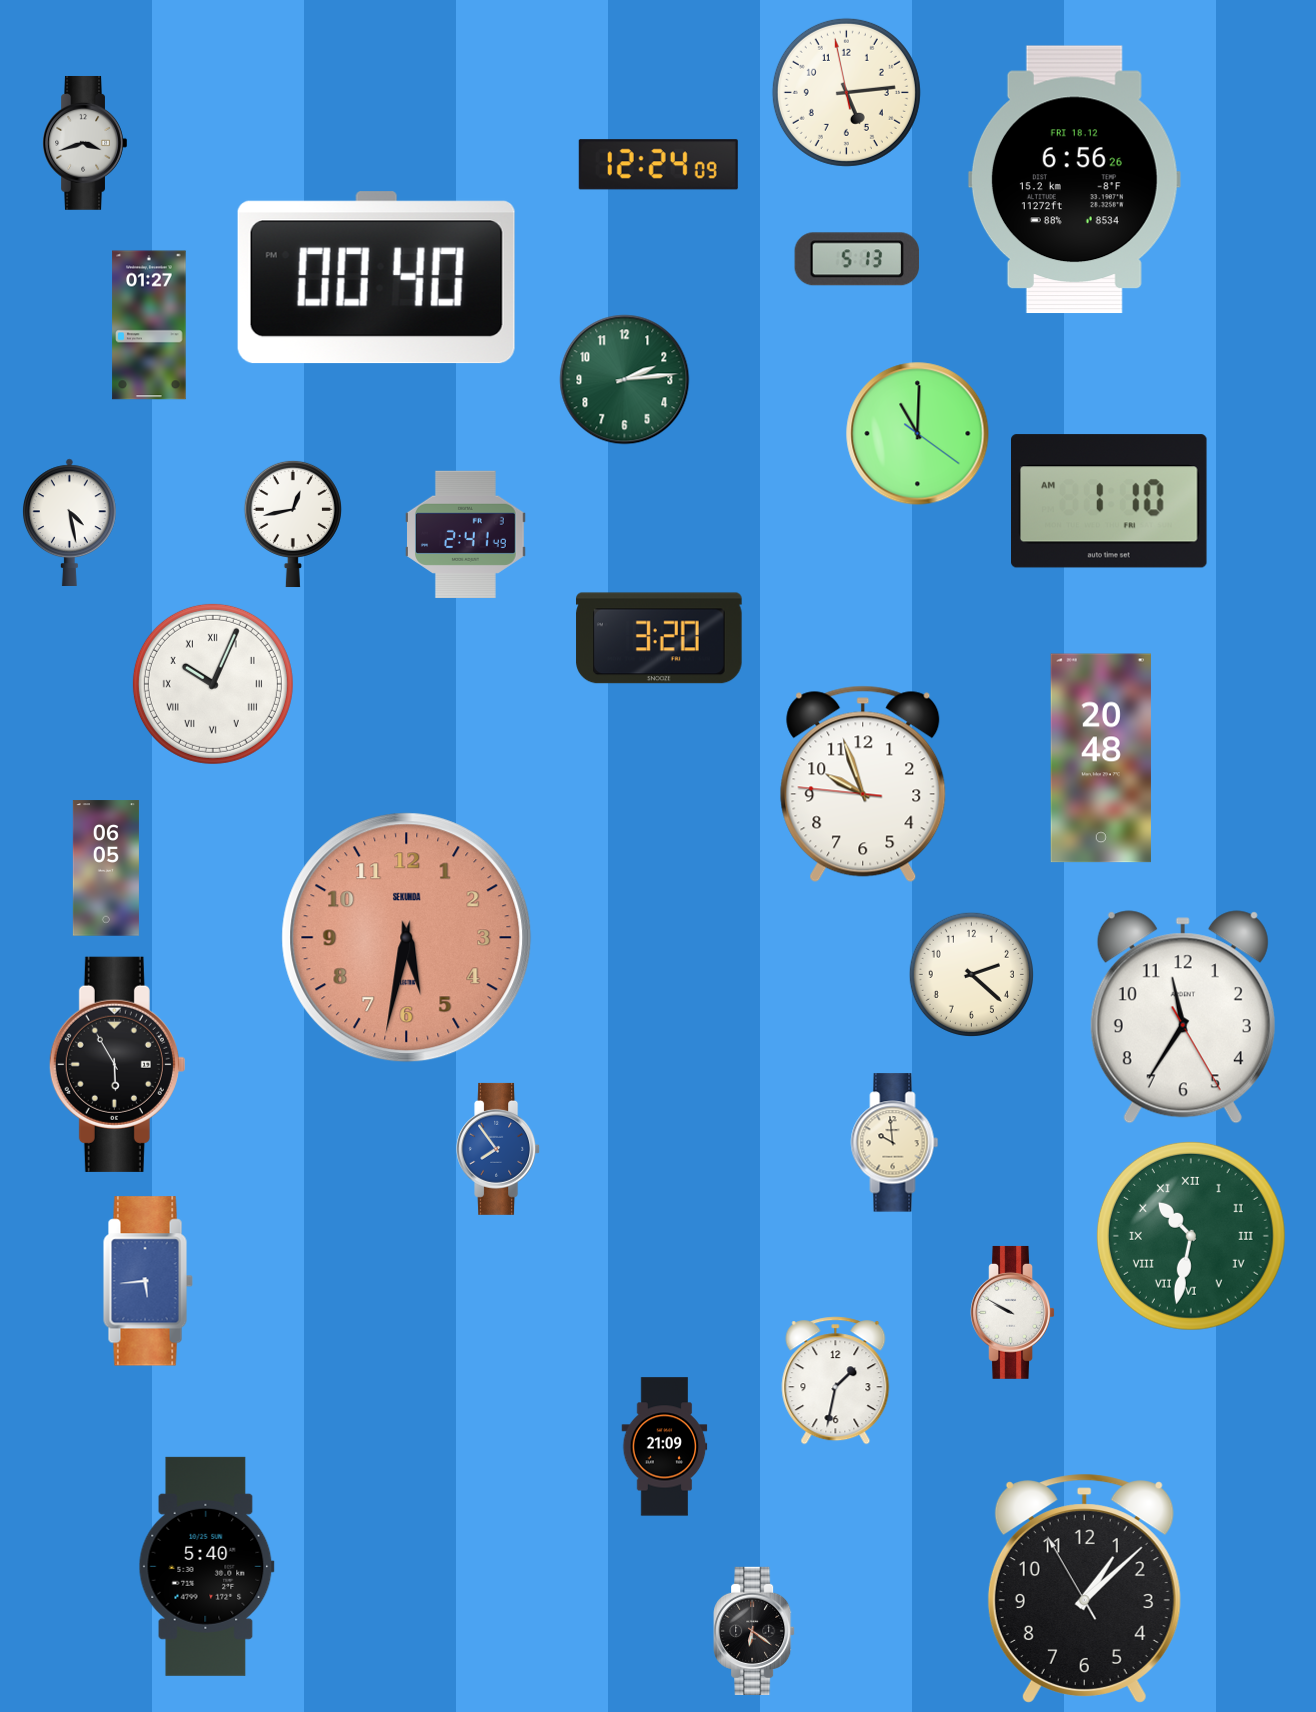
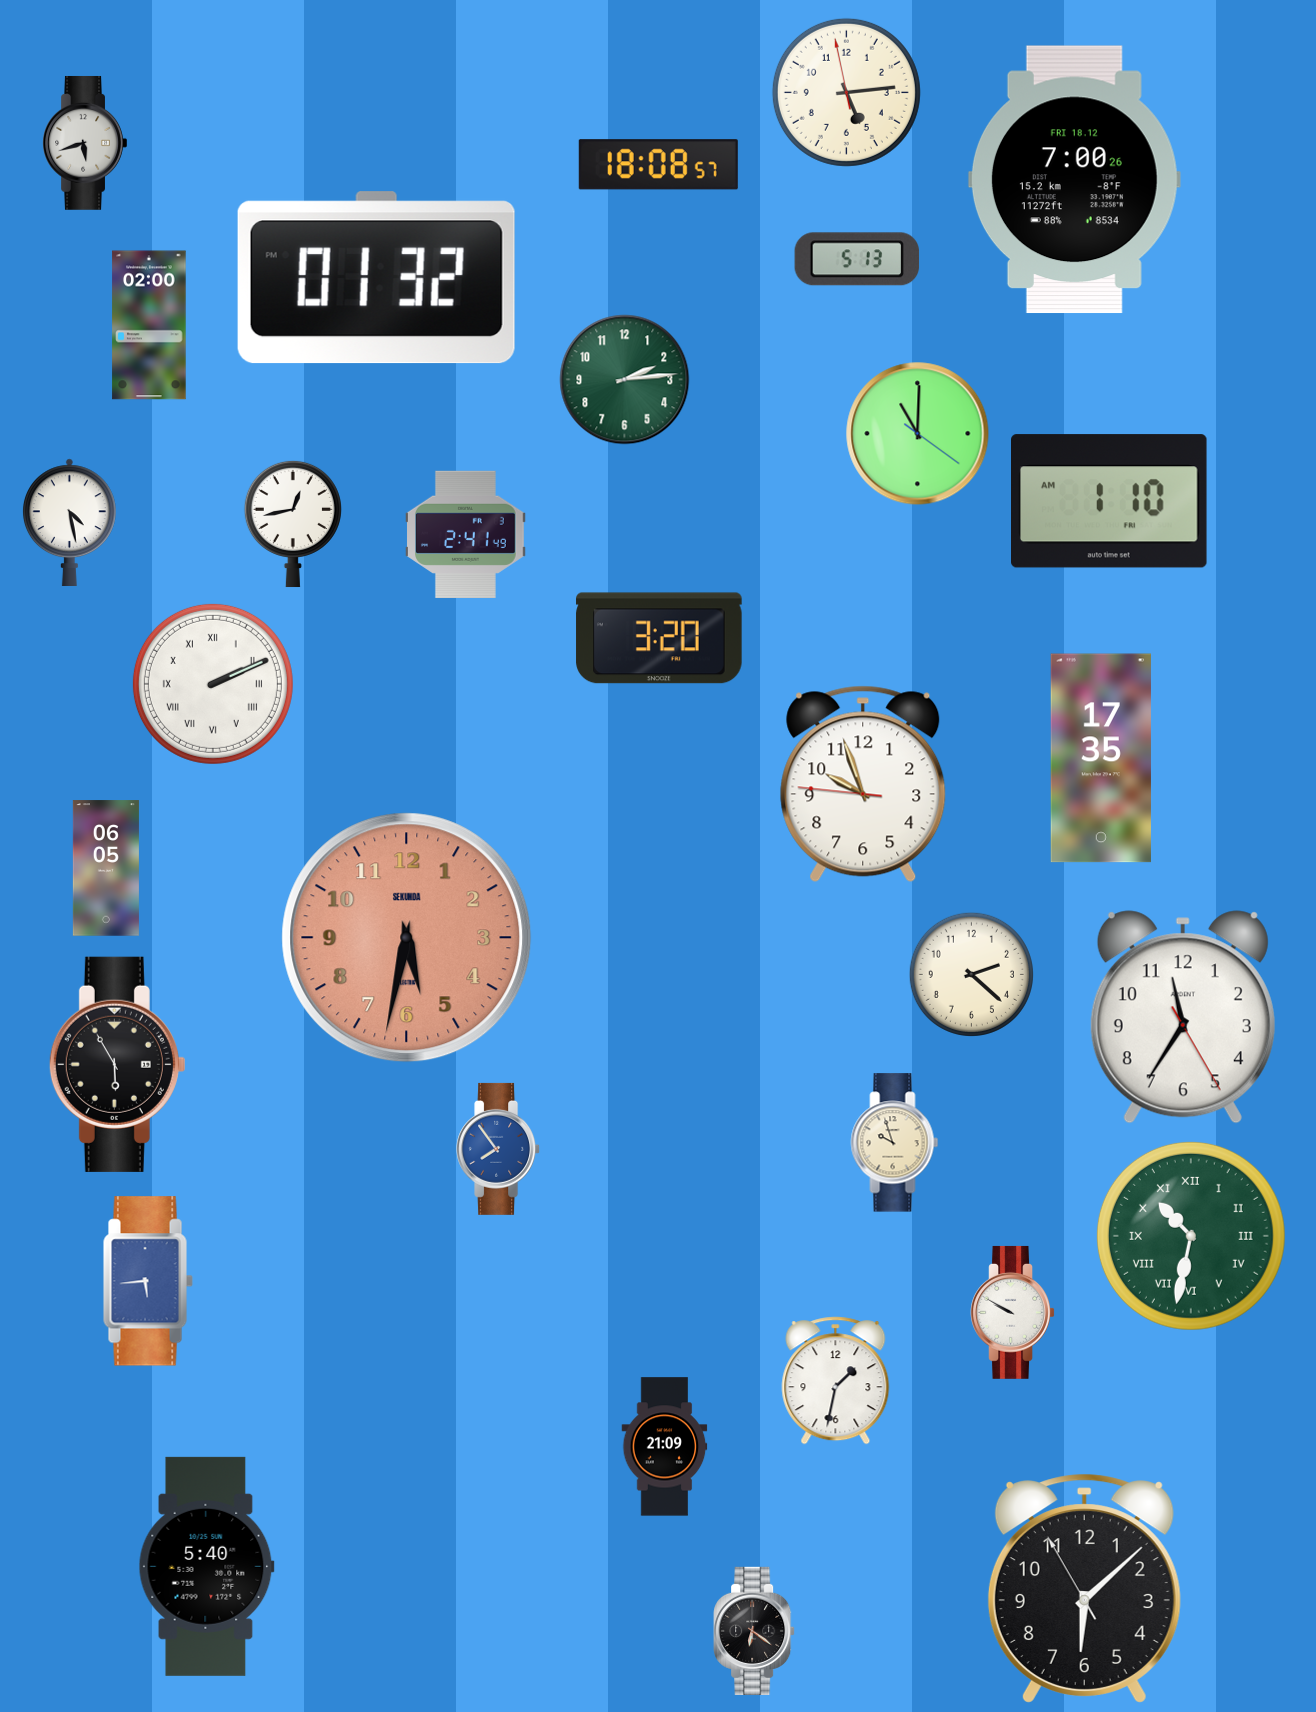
clock at (85, 143): 3:42 -> 5:42
clock at (658, 165): 12:24 -> 18:08
clock at (1074, 180): 6:56 -> 7:00
clock at (376, 278): 00:40 -> 01:32
clock at (149, 325): 01:27 -> 02:00
clock at (213, 684): 10:04 -> 2:11
clock at (1100, 758): 20:48 -> 17:35
clock at (895, 1143): 9:59 -> 9:57
clock at (1084, 1588): 1:07 -> 6:07
